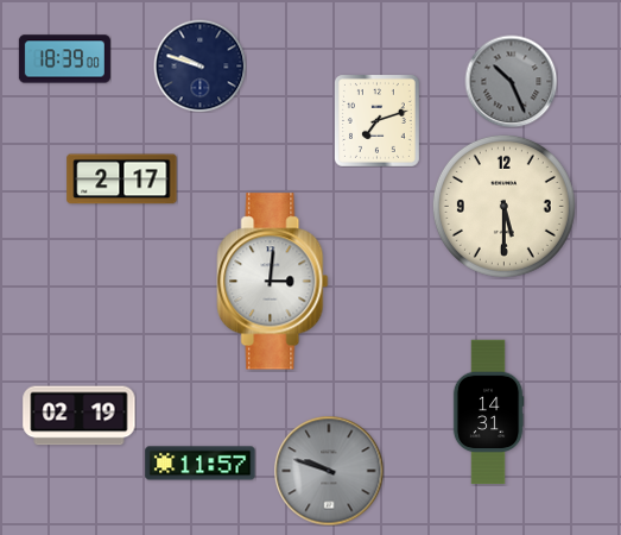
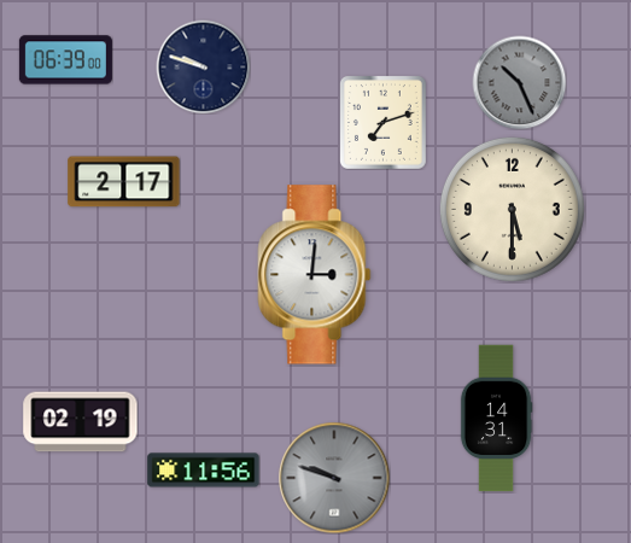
clock at (64, 59): 18:39 -> 06:39
clock at (273, 282) position: (273, 282) -> (315, 275)
clock at (201, 464): 11:57 -> 11:56
